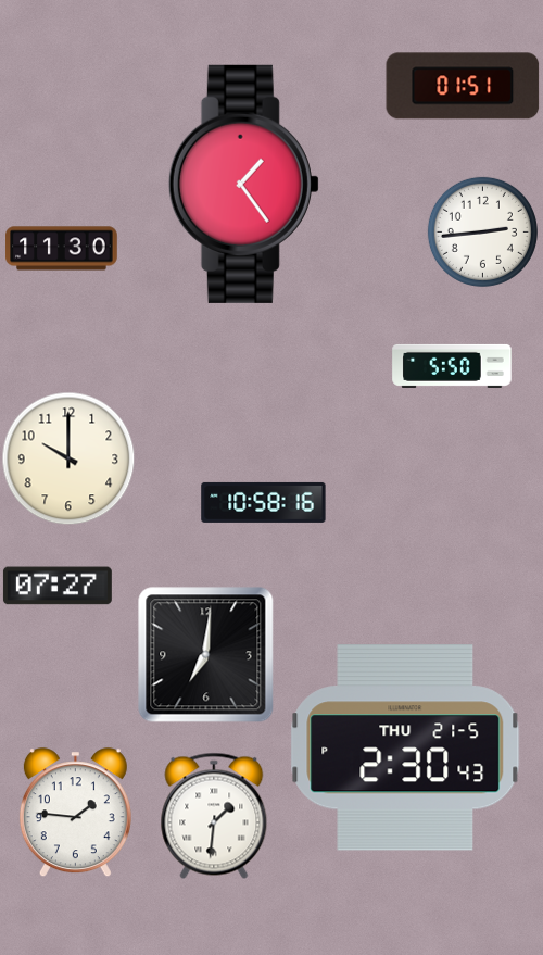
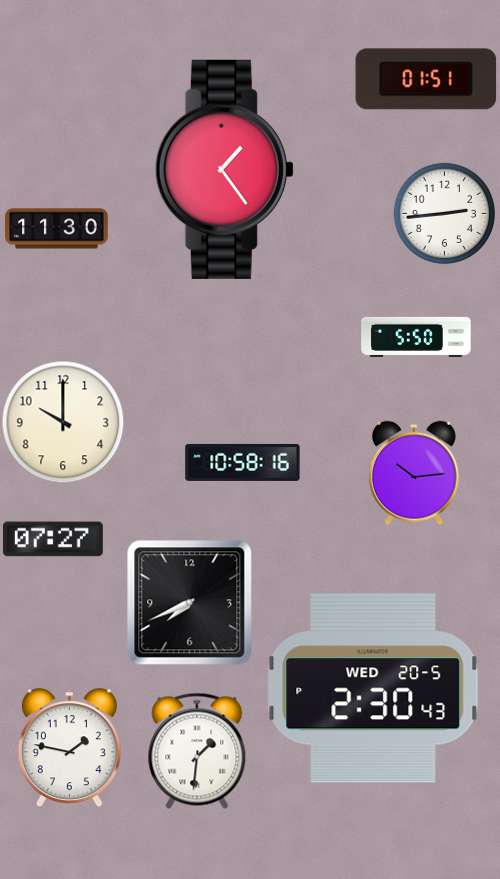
clock at (414, 473): none -> 10:14
clock at (205, 654): 7:01 -> 7:41
clock at (405, 747) date: THU 21-5 -> WED 20-5
clock at (75, 813): 1:46 -> 1:47
